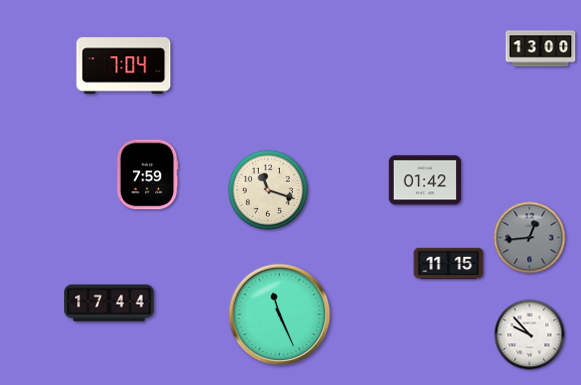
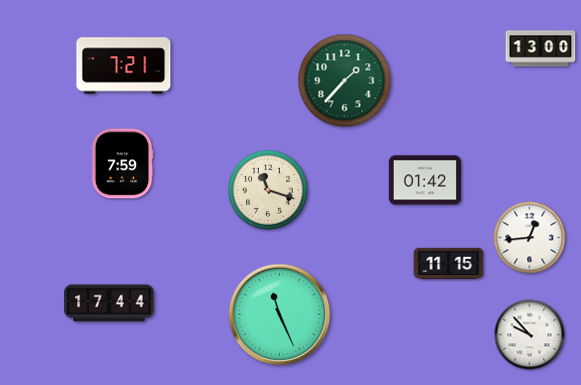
clock at (124, 66): 7:04 -> 7:21
clock at (345, 81): none -> 1:37
clock at (147, 175) position: (147, 175) -> (122, 164)
clock at (530, 238) dial: grey -> white
